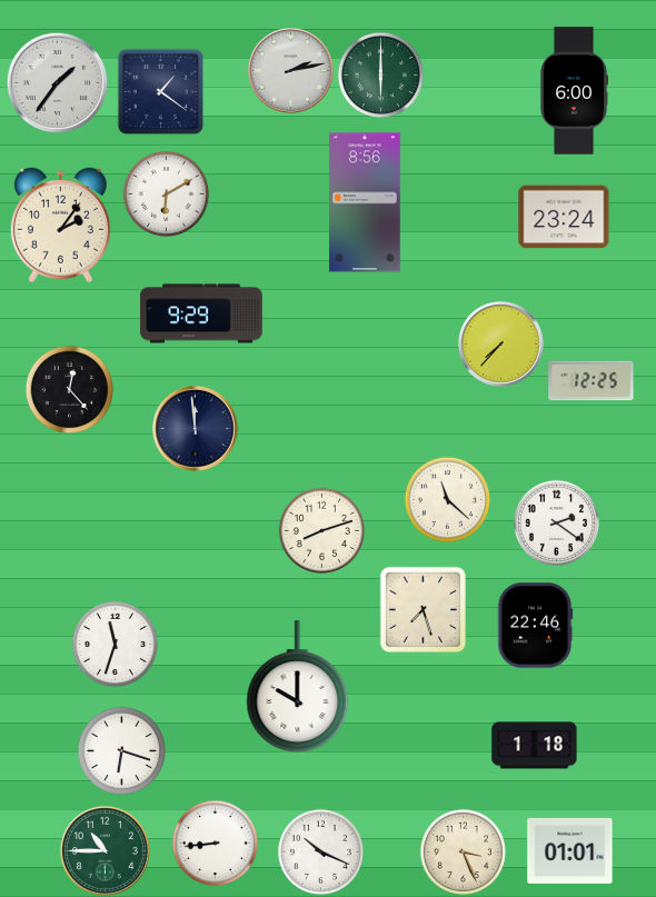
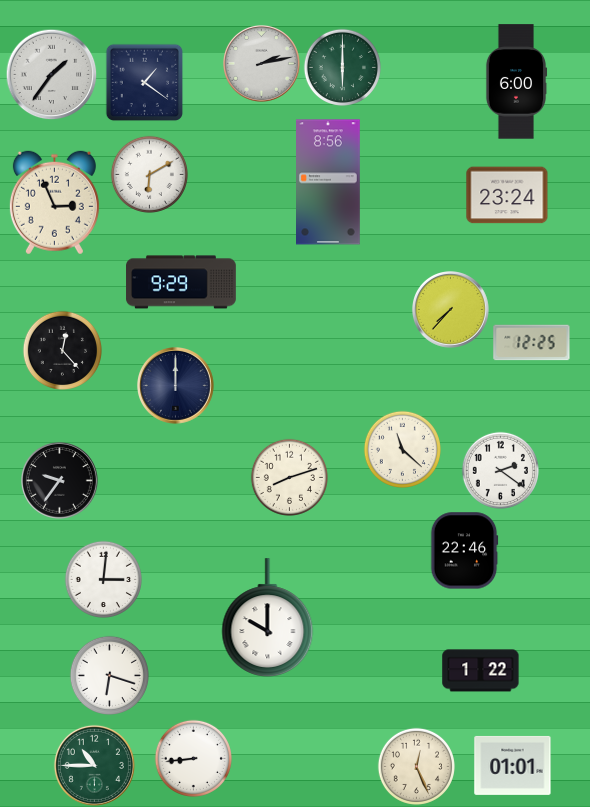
clock at (60, 226): 2:06 -> 2:56
clock at (196, 429): 11:59 -> 12:00
clock at (60, 481): none -> 9:36
clock at (423, 609): 7:27 -> none
clock at (535, 626) position: (535, 626) -> (464, 551)
clock at (115, 644): 11:33 -> 3:01
clock at (535, 746): 1:18 -> 1:22
clock at (320, 851): 10:19 -> none
clock at (463, 851): 3:26 -> 12:26
